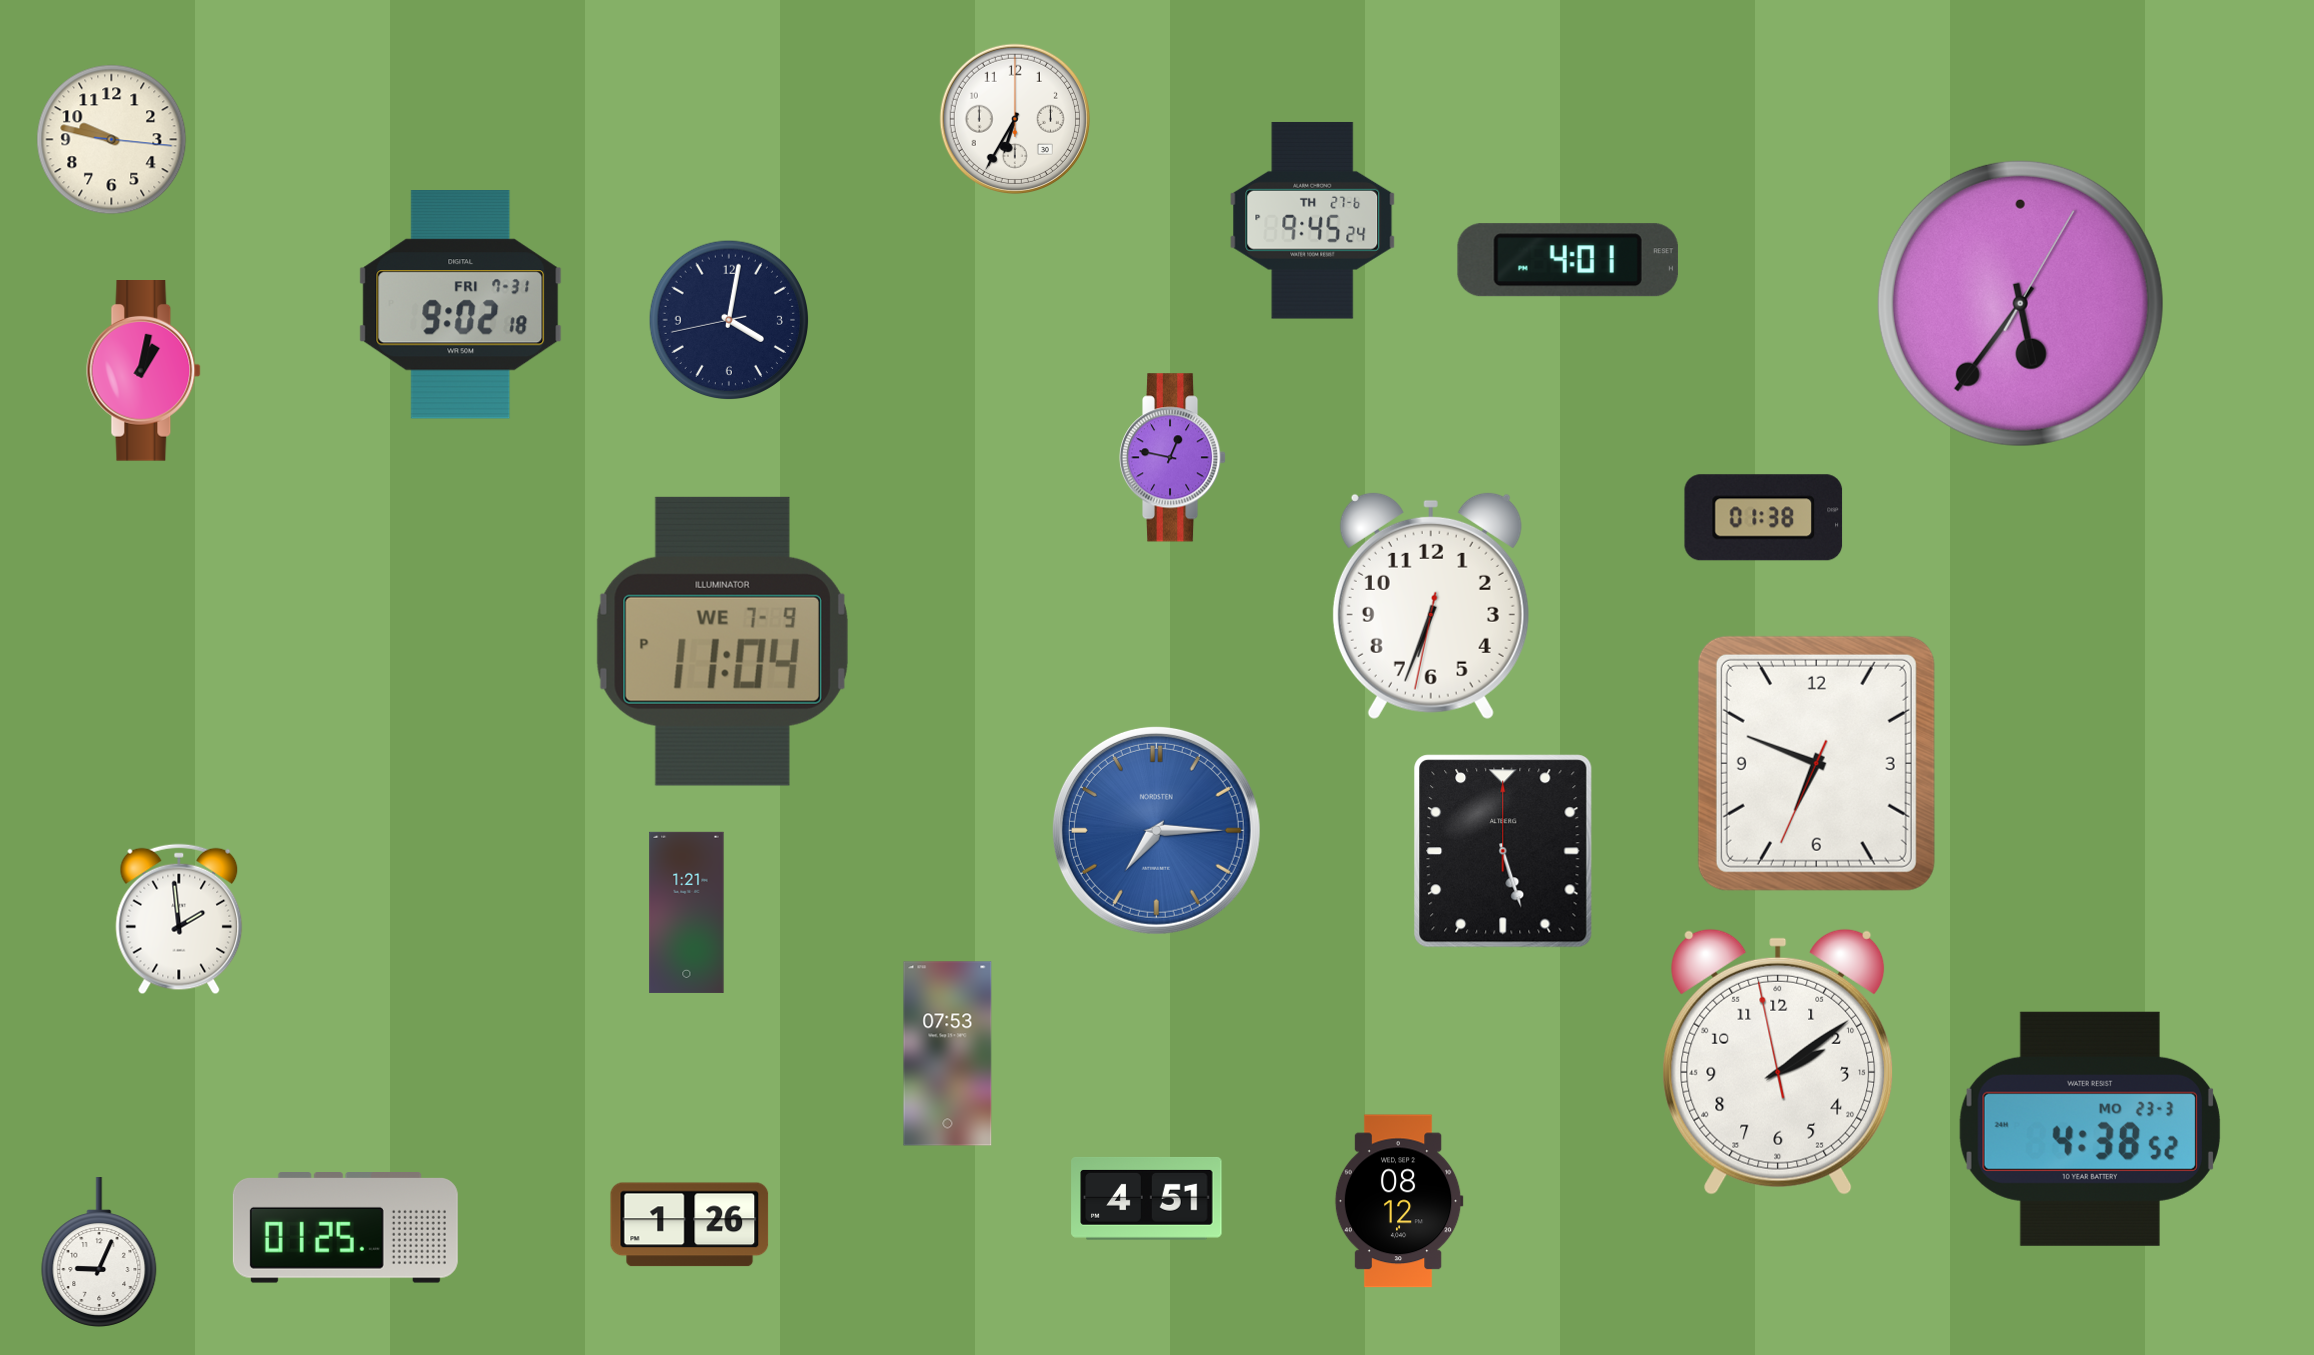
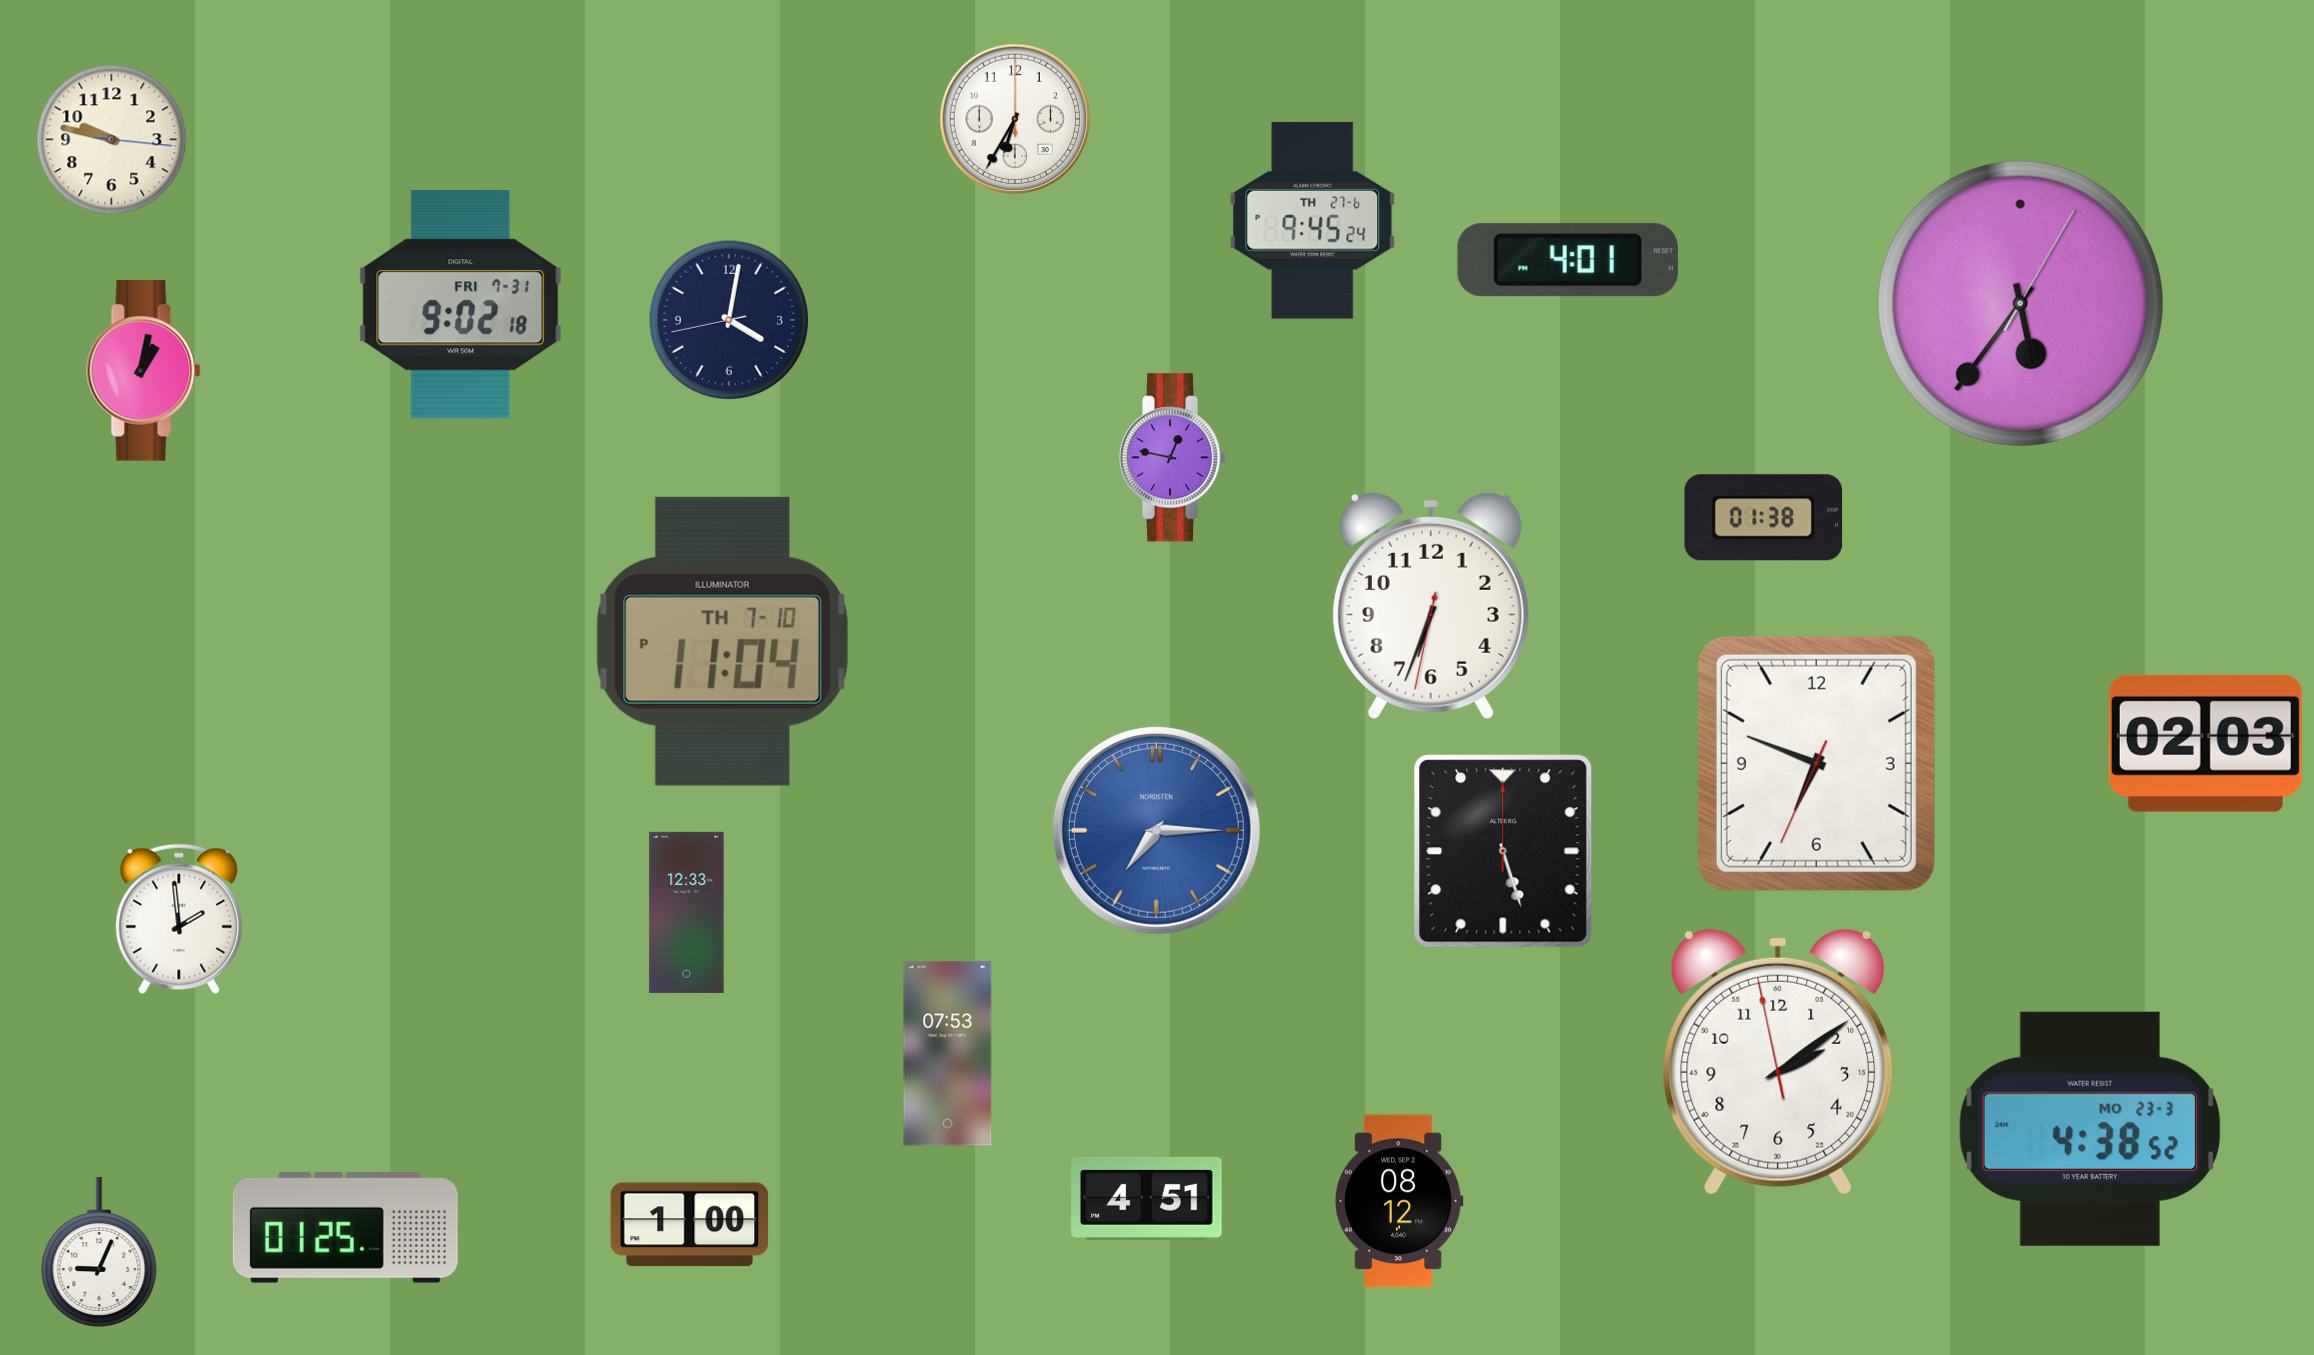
clock at (722, 641) date: WE 7-9 -> TH 7-10
clock at (2205, 743): none -> 02:03
clock at (687, 912): 1:21 -> 12:33
clock at (690, 1225): 1:26 -> 1:00
